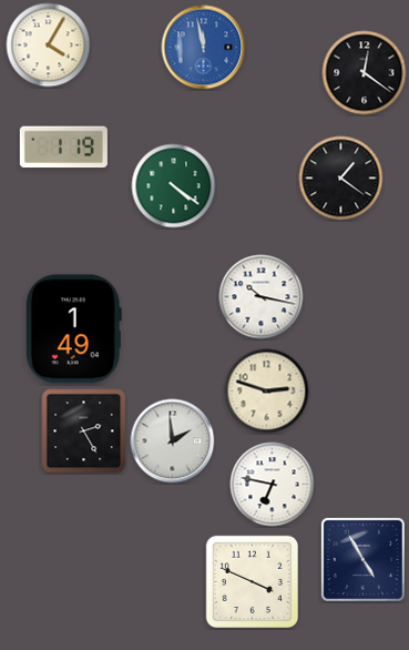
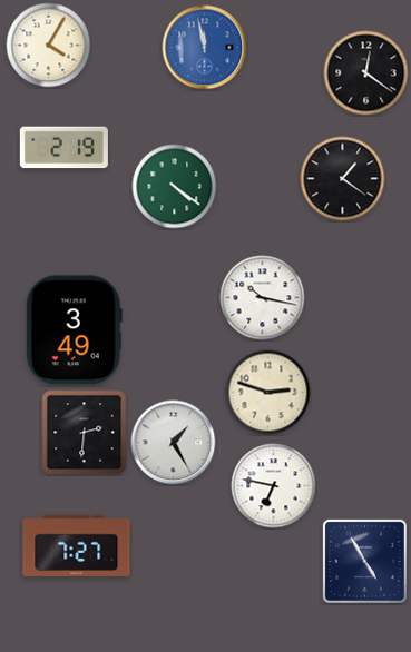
clock at (63, 148): 1:19 -> 2:19
clock at (73, 329): 1:49 -> 3:49
clock at (84, 431): 2:25 -> 2:31
clock at (173, 441): 1:59 -> 1:25
clock at (77, 545): none -> 7:27
clock at (252, 581): 3:49 -> none
